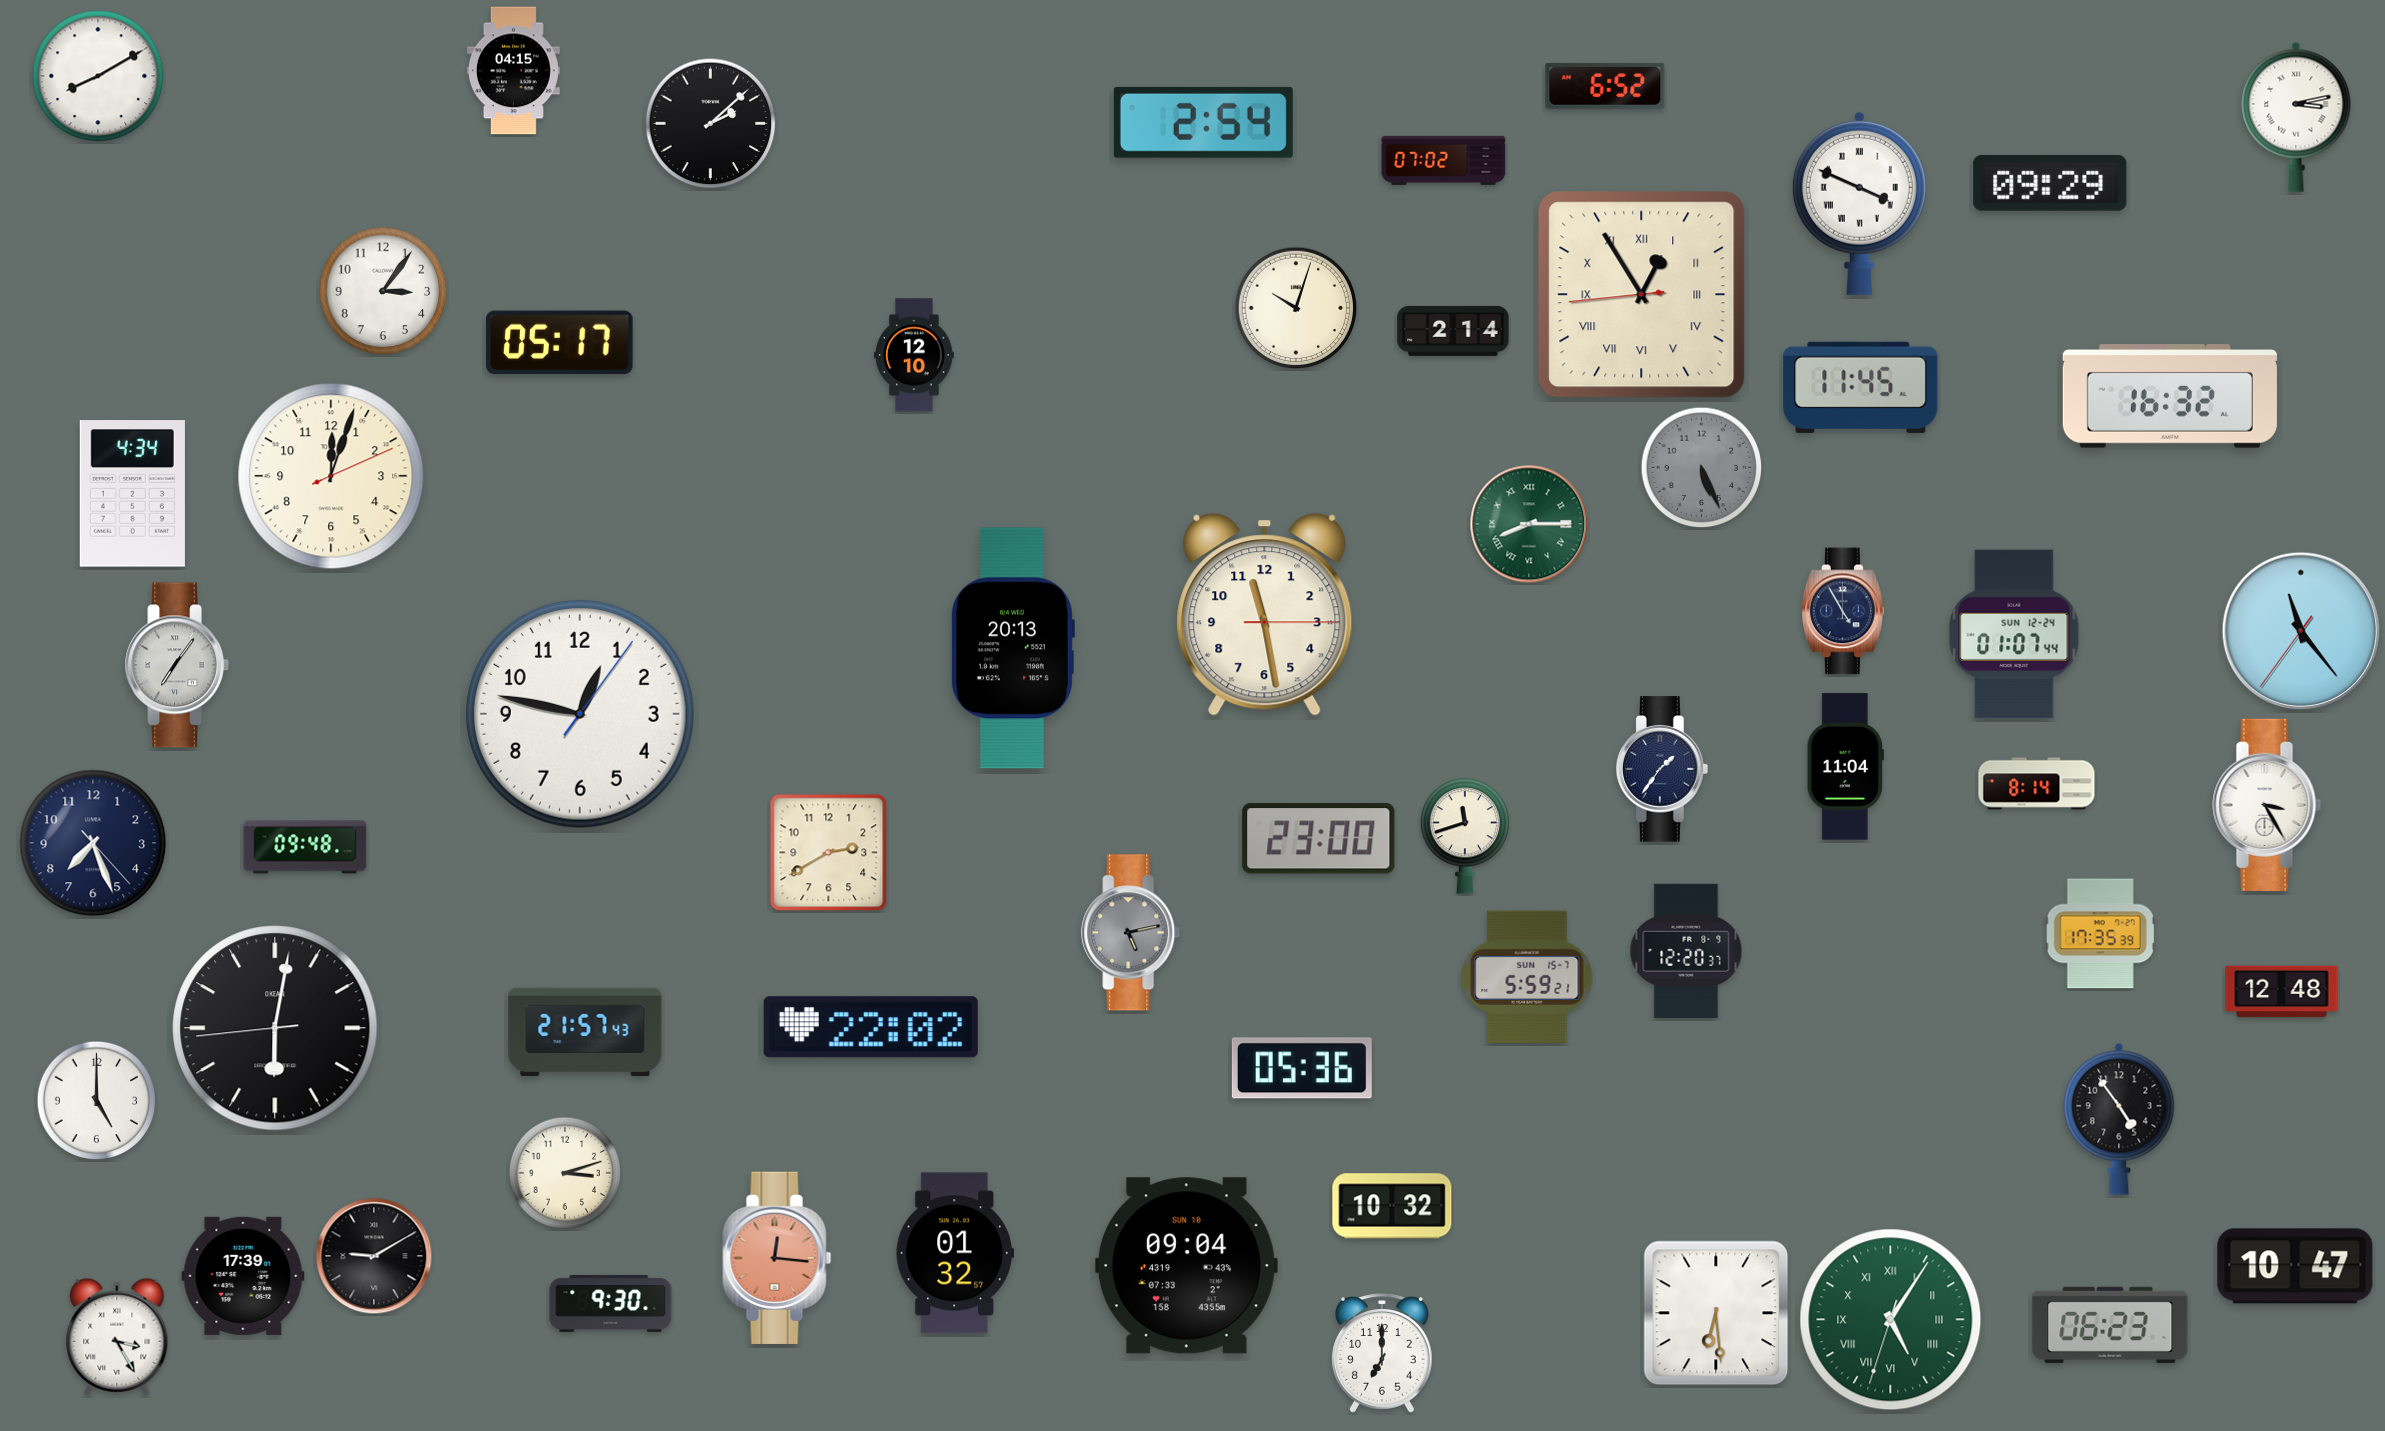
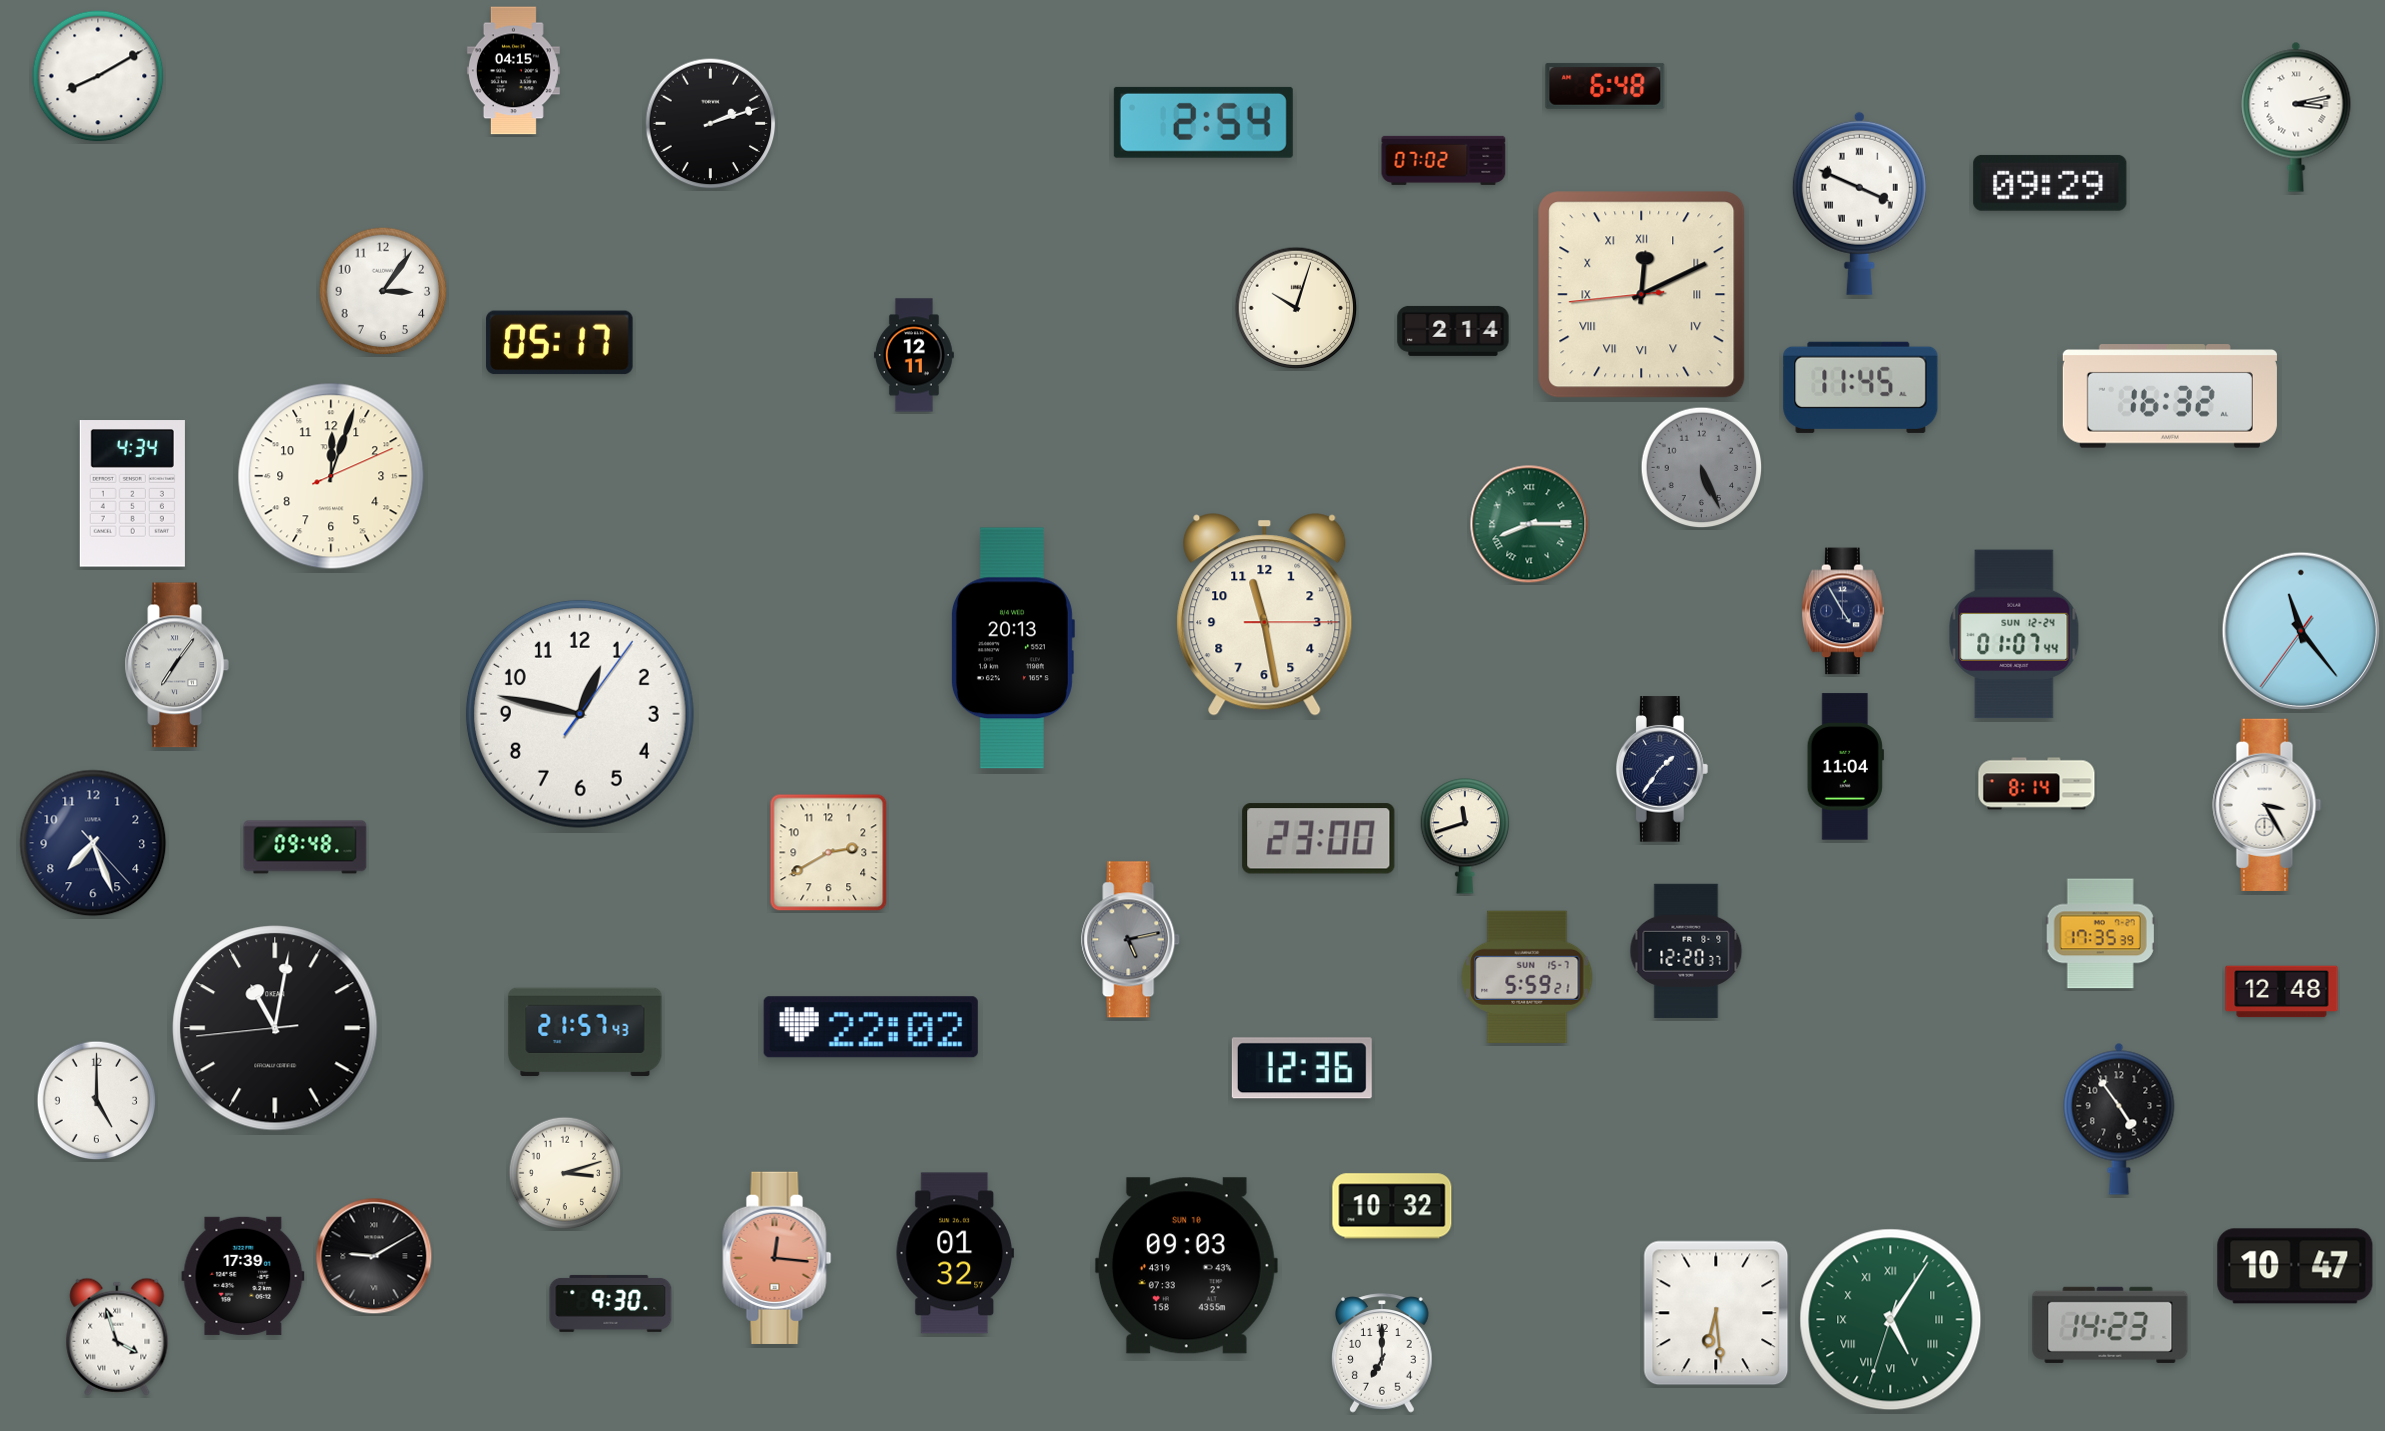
clock at (1605, 86): 6:52 -> 6:48
clock at (711, 124): 2:08 -> 2:12
clock at (1642, 295): 12:54 -> 12:10
clock at (914, 355): 12:10 -> 12:11
clock at (1131, 933) position: (1131, 933) -> (1131, 940)
clock at (275, 1028): 6:01 -> 11:01
clock at (1302, 1068): 05:36 -> 12:36
clock at (1186, 1266): 09:04 -> 09:03
clock at (2110, 1325): 06:23 -> 14:23
clock at (117, 1337): 3:25 -> 3:57
